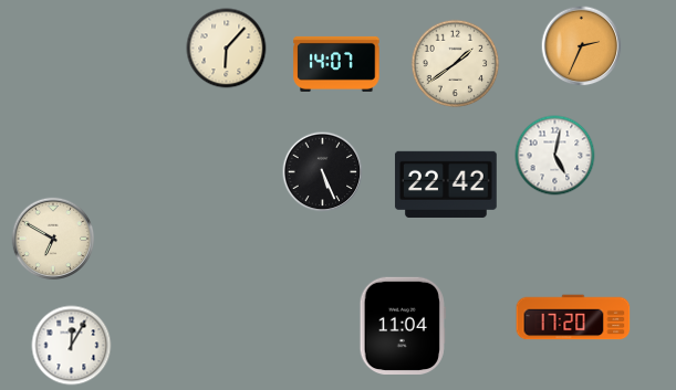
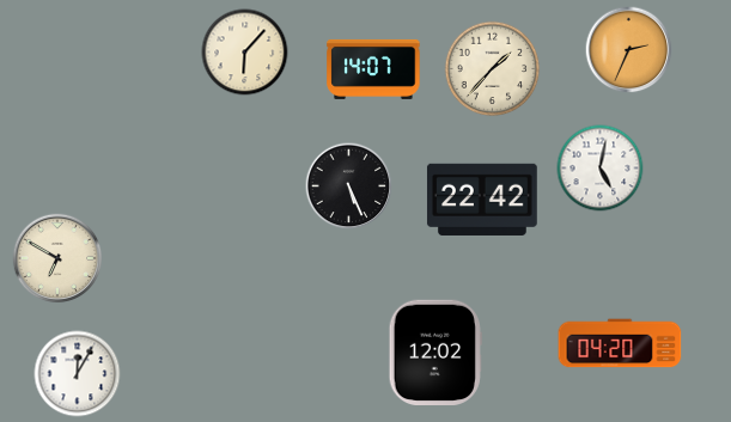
clock at (336, 64) position: (336, 64) -> (373, 69)
clock at (456, 64): 1:39 -> 1:37
clock at (573, 317): 17:20 -> 04:20
clock at (403, 325): 11:04 -> 12:02
